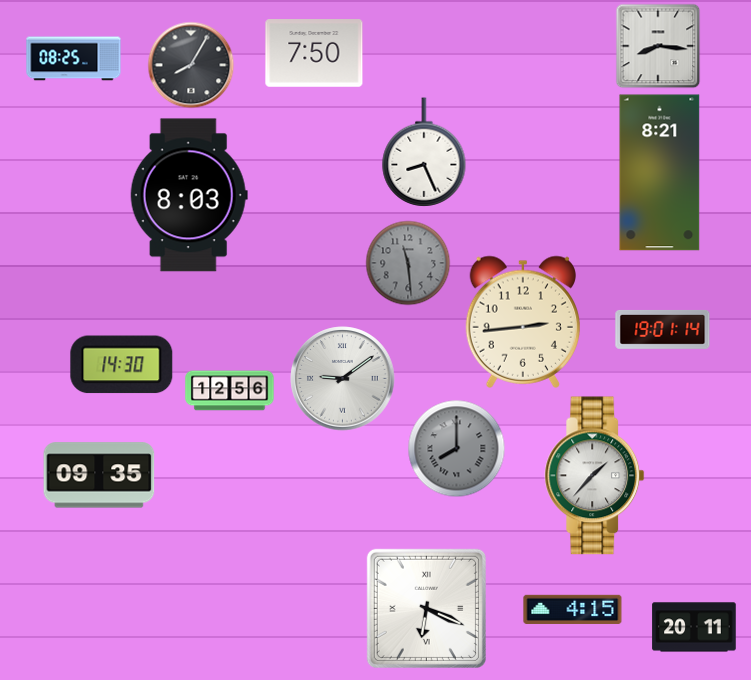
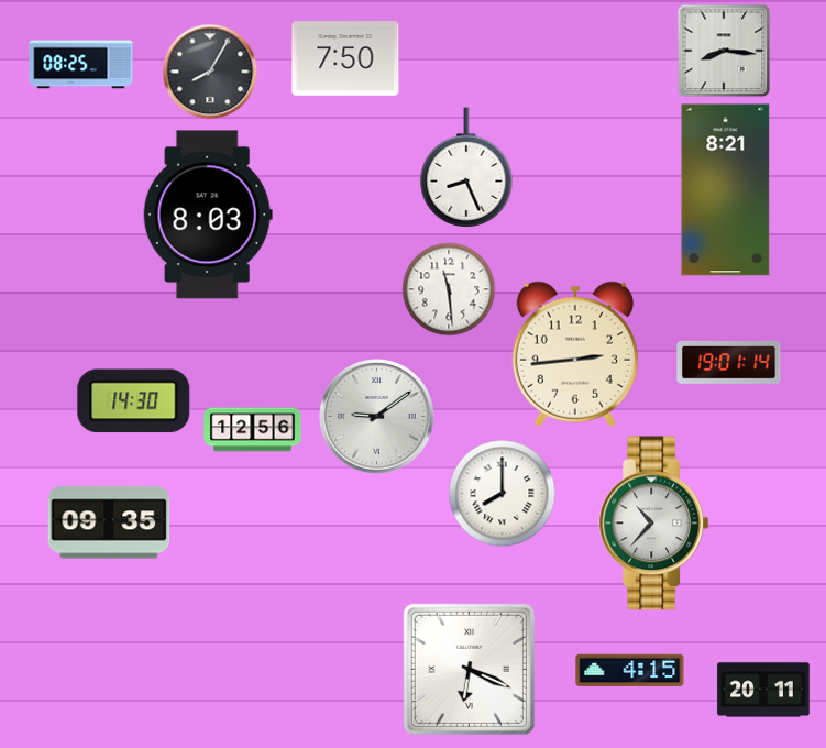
clock at (408, 263) dial: grey -> white
clock at (456, 448) dial: grey -> white
clock at (595, 476): 1:37 -> 10:37
